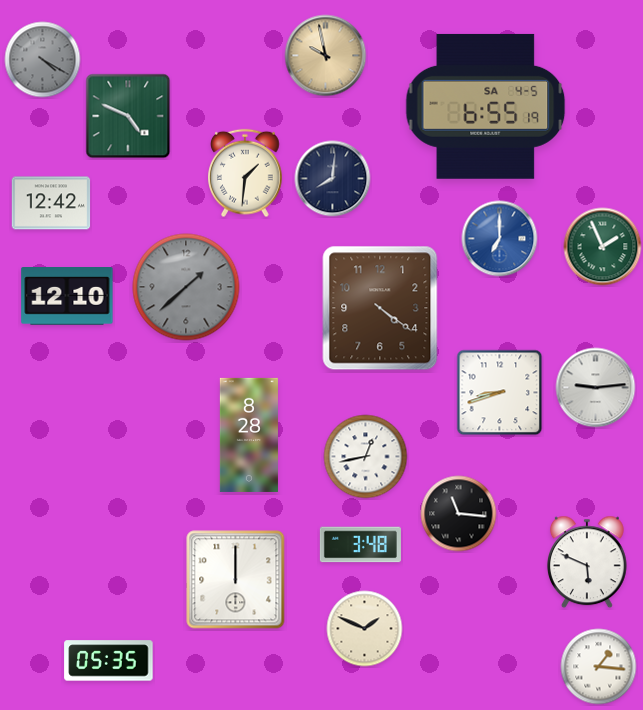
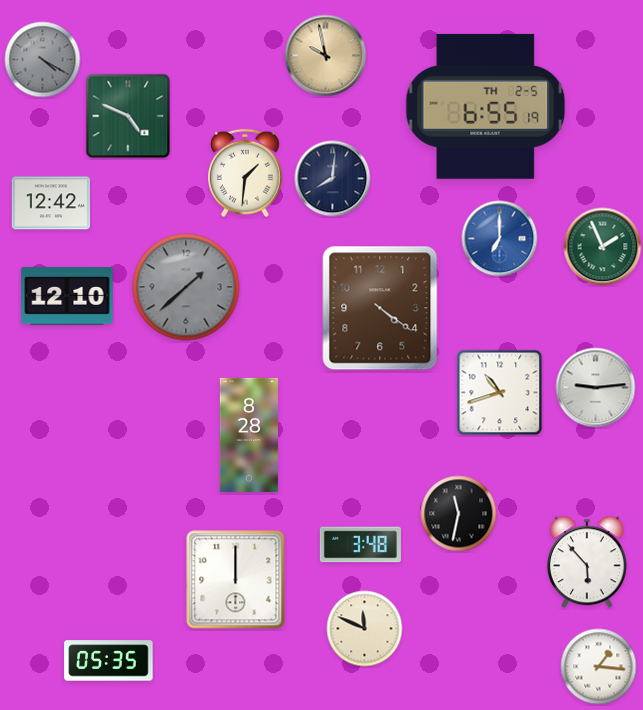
clock at (486, 106) date: SA 4-5 -> TH 2-5
clock at (500, 393): 8:42 -> 10:42
clock at (366, 457): 12:43 -> none
clock at (459, 514): 11:16 -> 11:32
clock at (587, 562): 5:49 -> 5:53
clock at (365, 629): 1:49 -> 11:49
